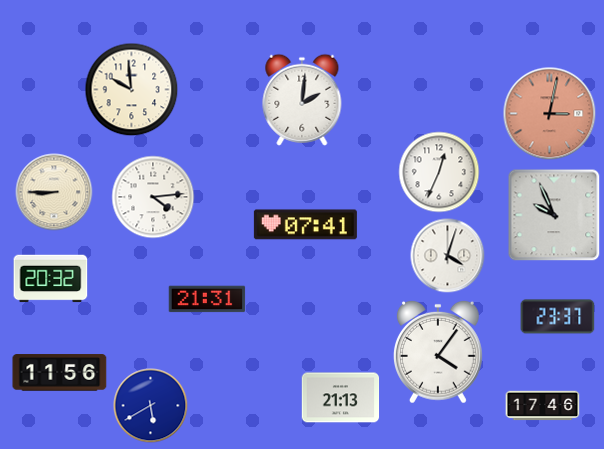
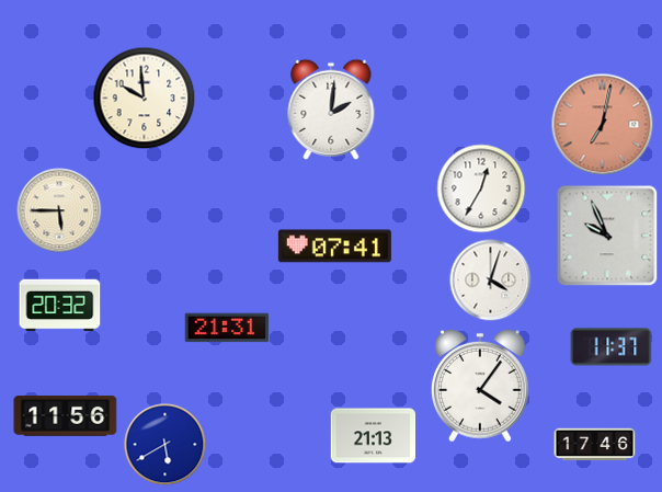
clock at (550, 114): 3:02 -> 7:02
clock at (439, 172): 12:34 -> 12:35
clock at (54, 192): 8:45 -> 5:45
clock at (153, 197): 4:14 -> none
clock at (51, 279) position: (51, 279) -> (60, 306)
clock at (558, 317): 23:37 -> 11:37
clock at (60, 373) position: (60, 373) -> (66, 416)
